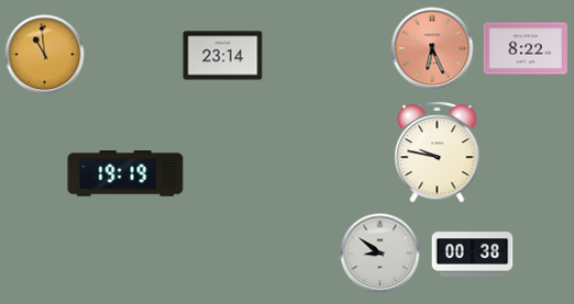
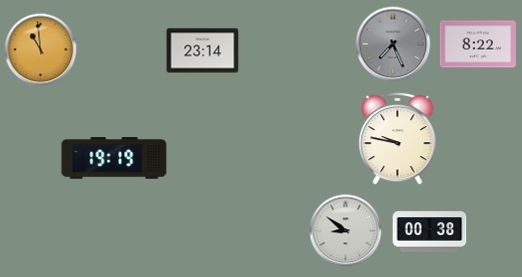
clock at (432, 48): 6:26 -> 7:26
clock at (432, 48) dial: salmon -> grey
